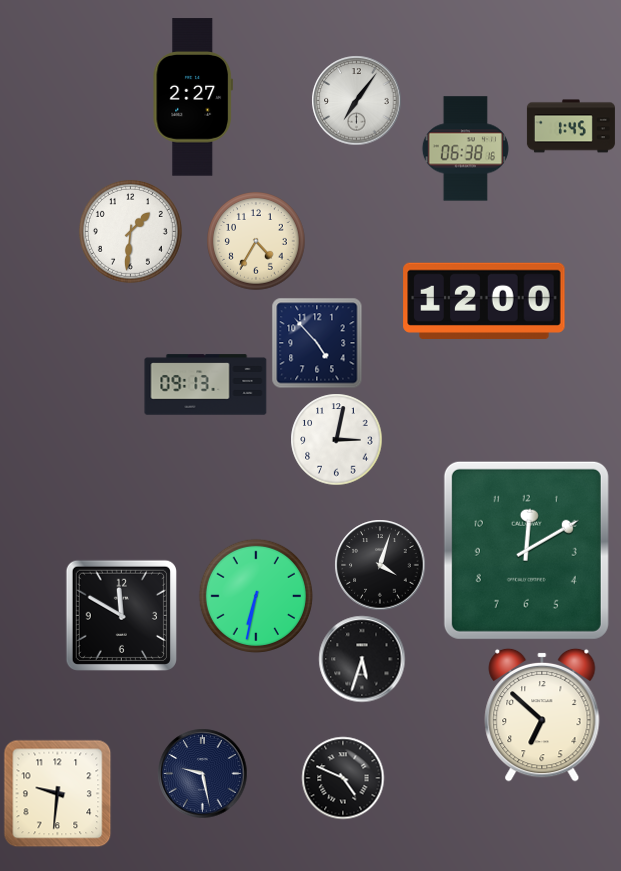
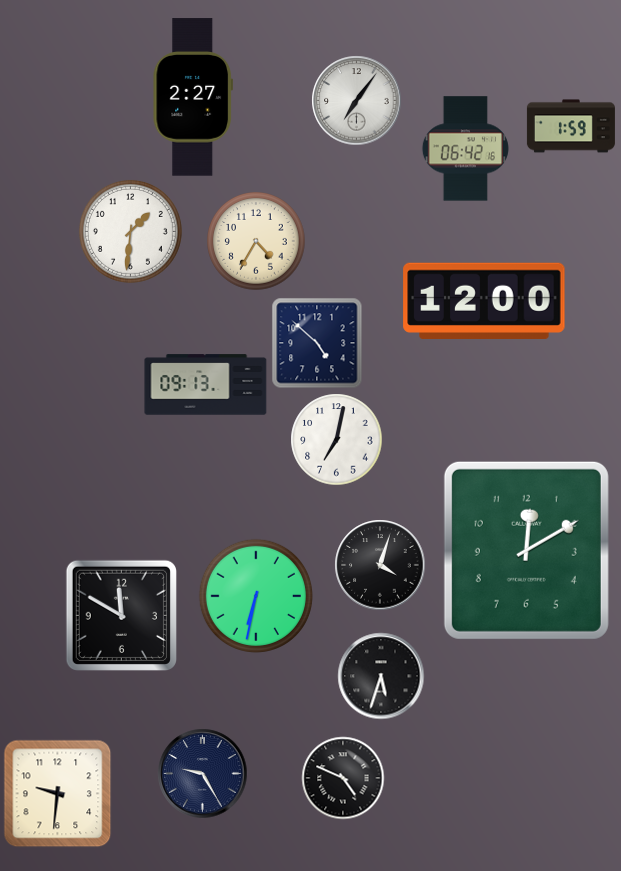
clock at (571, 126): 1:45 -> 1:59
clock at (465, 149): 06:38 -> 06:42
clock at (317, 343): 4:53 -> 4:52
clock at (336, 439): 3:02 -> 7:02
clock at (362, 659) position: (362, 659) -> (381, 676)
clock at (542, 715): 6:52 -> none
clock at (202, 773): 9:28 -> 9:25
